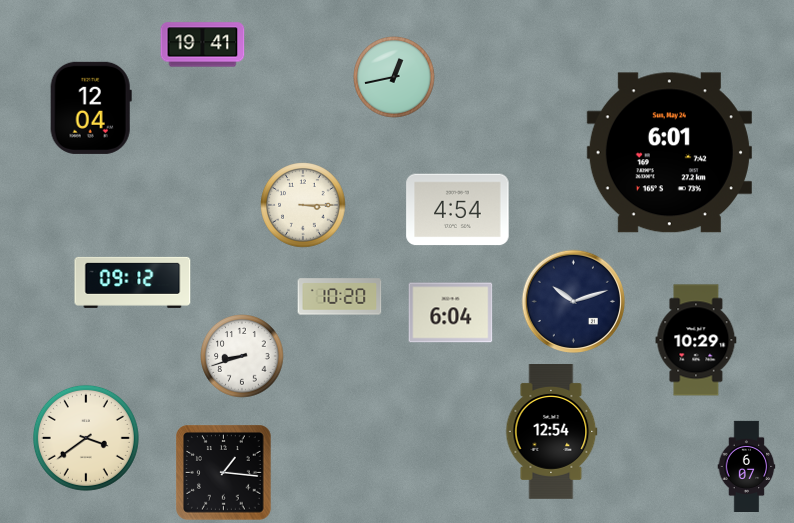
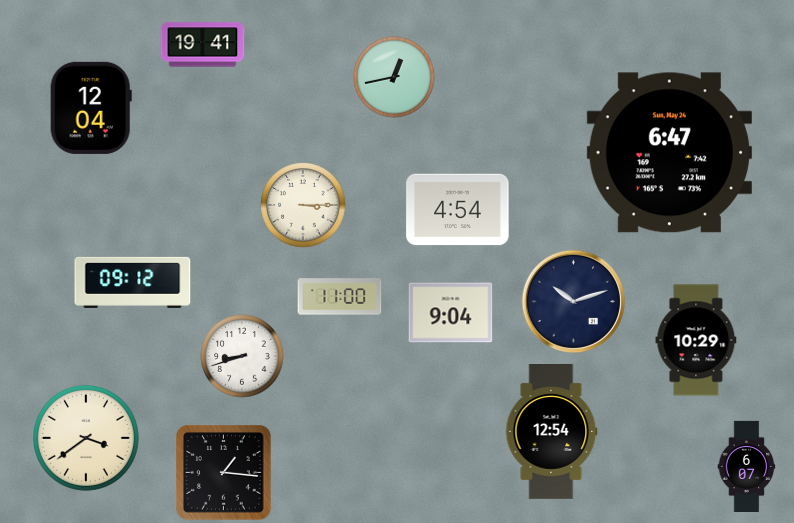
clock at (669, 153): 6:01 -> 6:47
clock at (340, 297): 10:20 -> 11:00
clock at (451, 313): 6:04 -> 9:04
